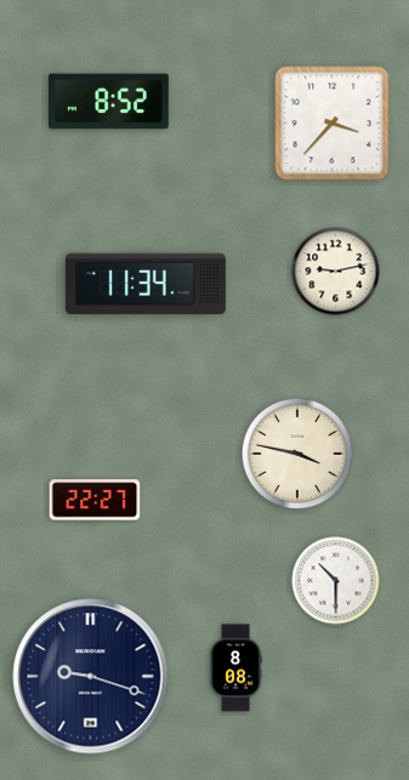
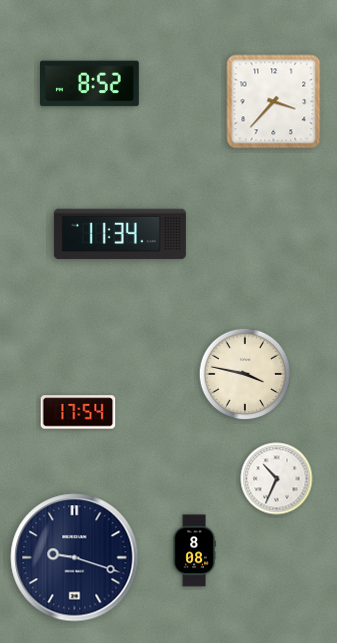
clock at (336, 272): 9:13 -> none
clock at (95, 500): 22:27 -> 17:54
clock at (336, 581): 10:30 -> 10:34
